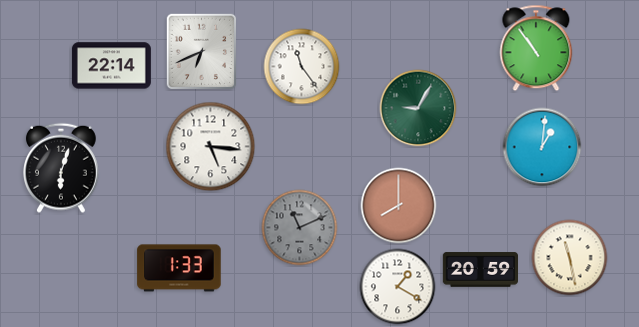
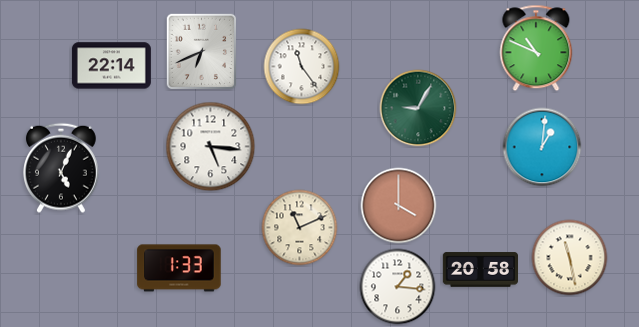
clock at (536, 48): 10:54 -> 10:49
clock at (62, 168): 6:03 -> 5:04
clock at (399, 206): 8:00 -> 4:00
clock at (300, 228) dial: grey -> cream
clock at (480, 270): 20:59 -> 20:58
clock at (398, 287): 1:20 -> 1:16
